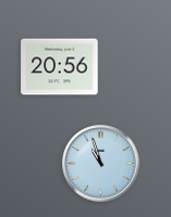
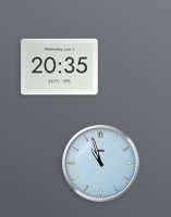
clock at (60, 67): 20:56 -> 20:35
